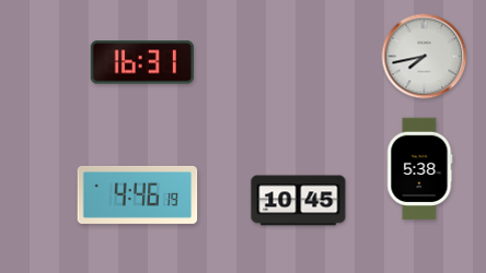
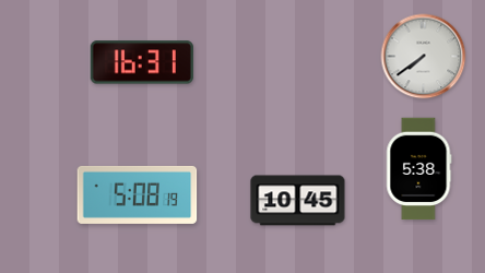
clock at (425, 57): 7:43 -> 7:39
clock at (138, 194): 4:46 -> 5:08
